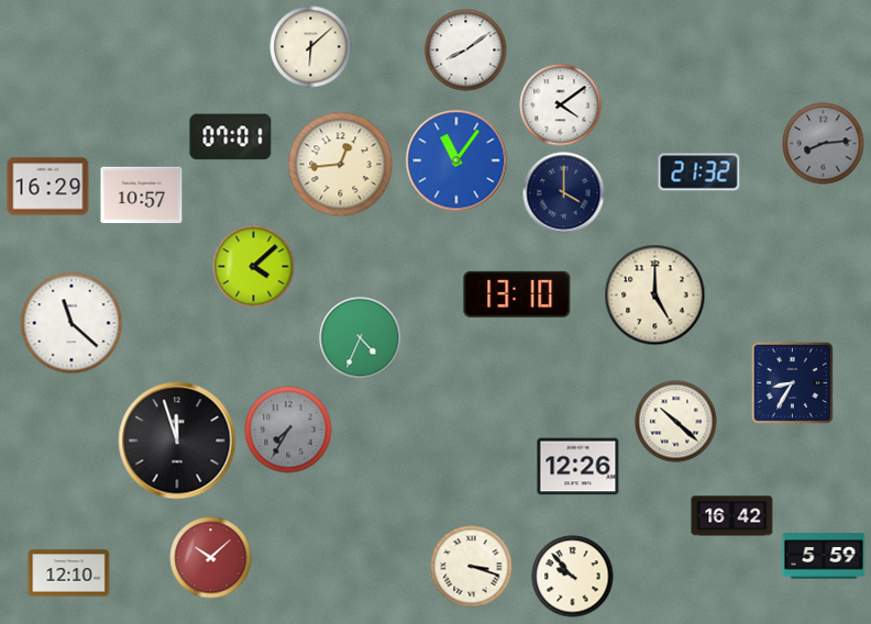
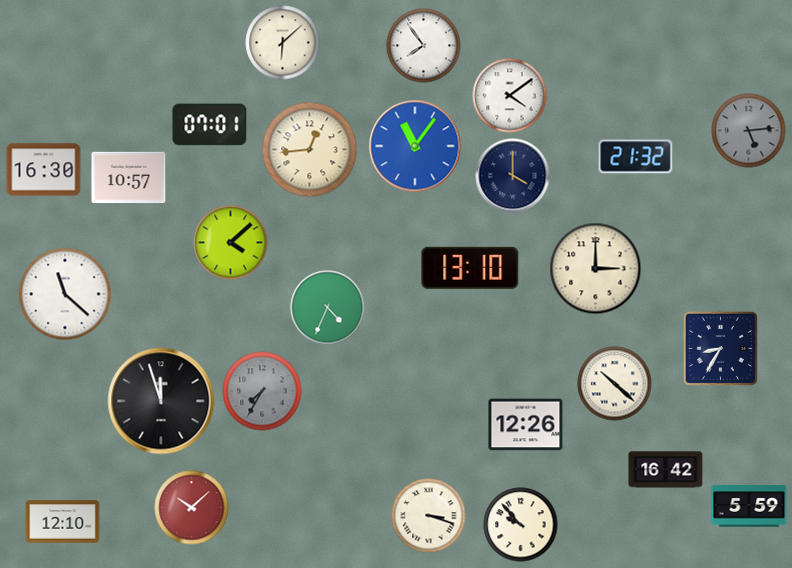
clock at (466, 51): 8:09 -> 7:54
clock at (824, 144): 8:14 -> 5:14
clock at (48, 187): 16:29 -> 16:30
clock at (655, 296): 5:00 -> 3:00
